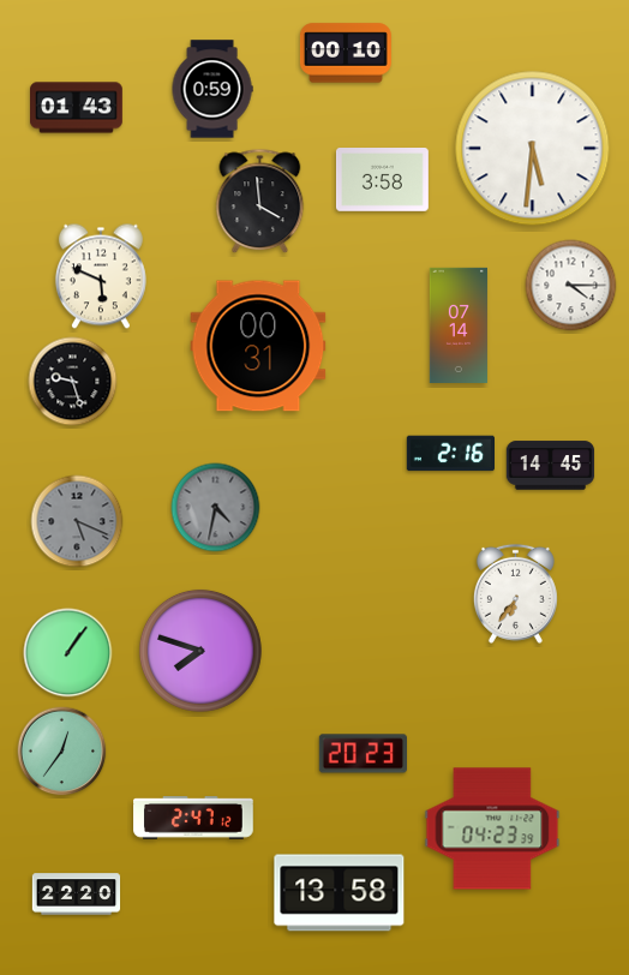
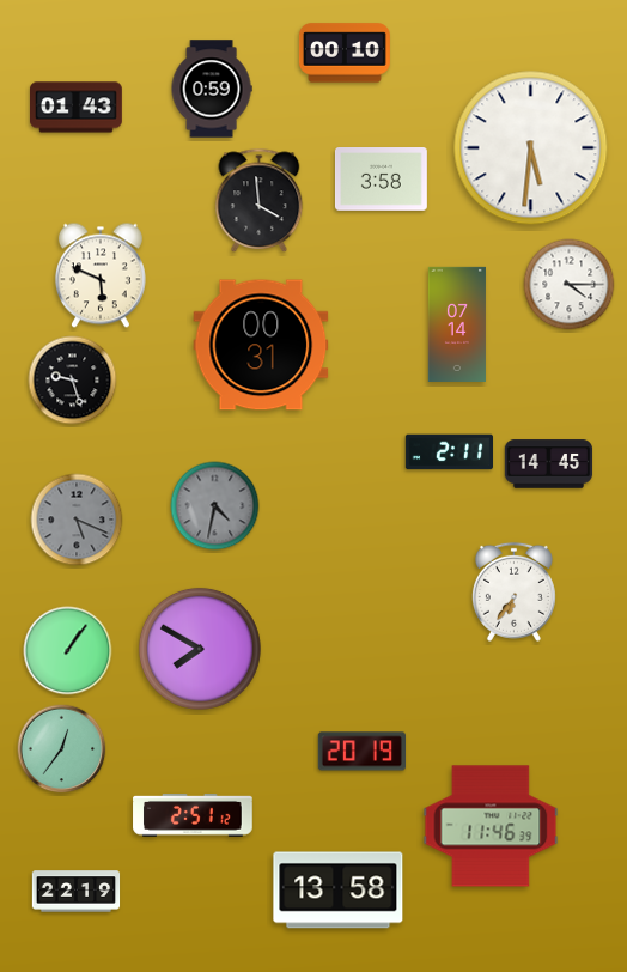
clock at (258, 346) position: (258, 346) -> (261, 345)
clock at (450, 454): 2:16 -> 2:11
clock at (200, 651): 7:48 -> 7:50
clock at (363, 754): 20:23 -> 20:19
clock at (193, 819): 2:47 -> 2:51
clock at (492, 829): 04:23 -> 11:46
clock at (77, 895): 22:20 -> 22:19
